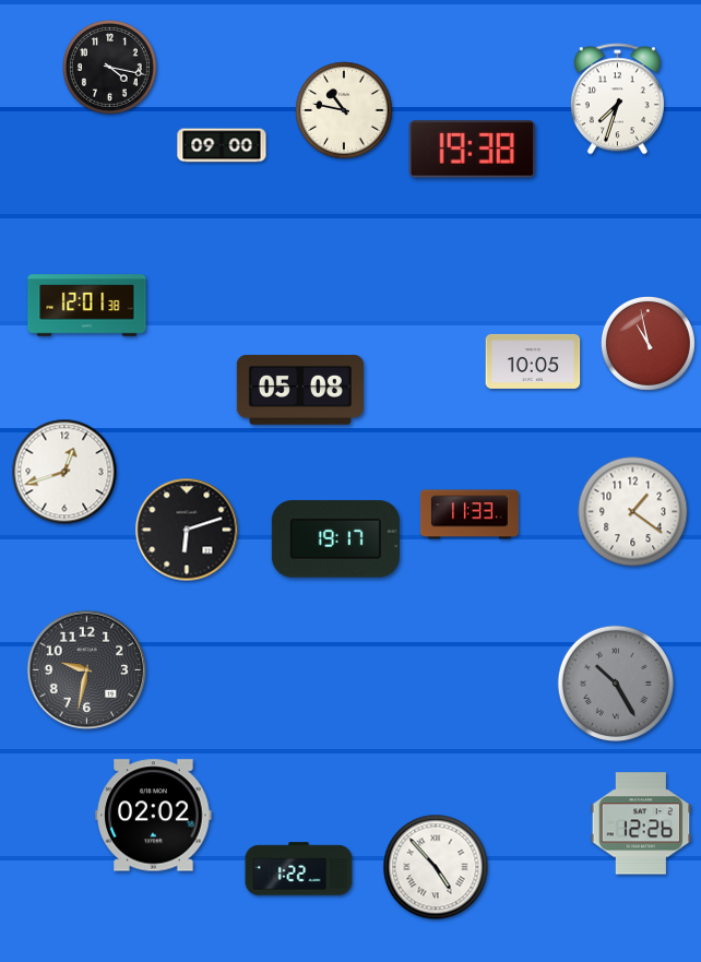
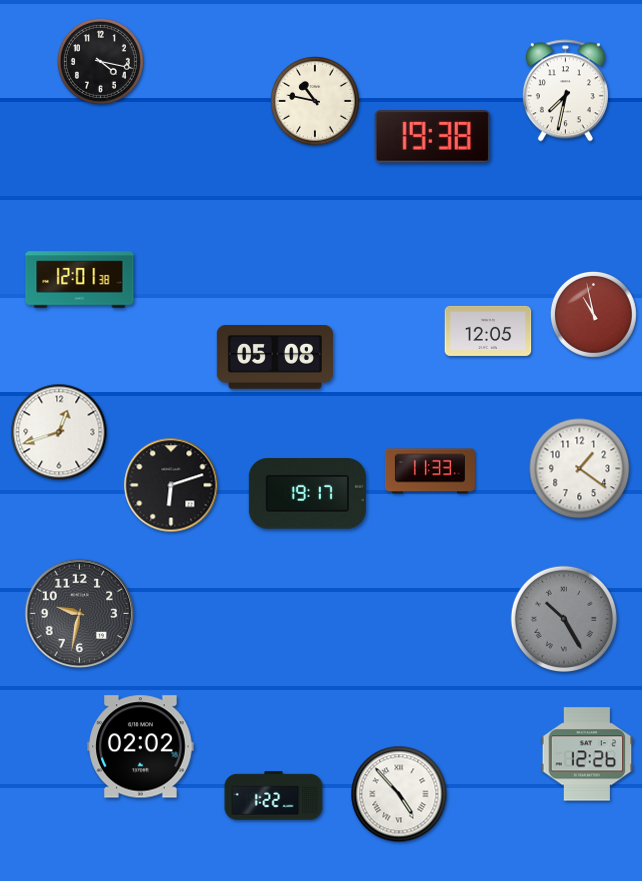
clock at (617, 99): 7:33 -> 7:32
clock at (222, 145): 09:00 -> none
clock at (533, 361): 10:05 -> 12:05
clock at (615, 682) position: (615, 682) -> (563, 618)
